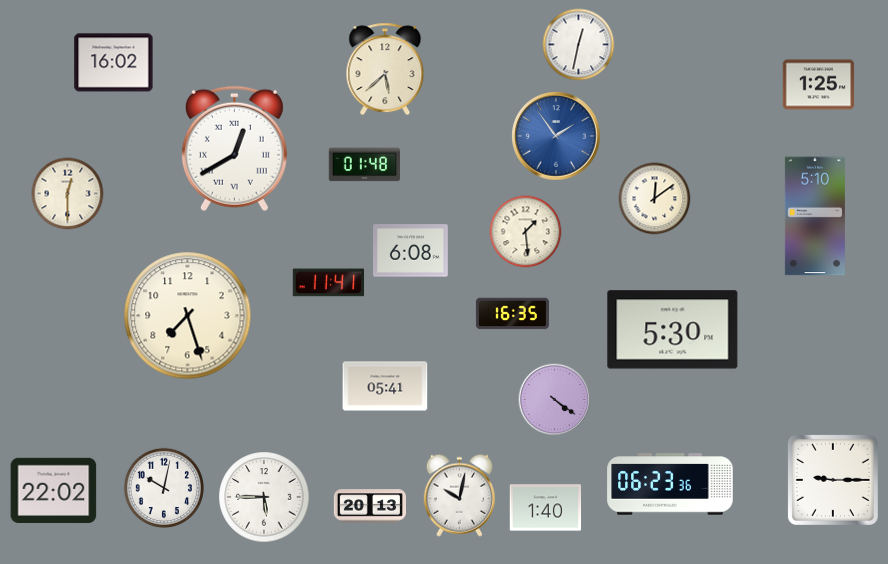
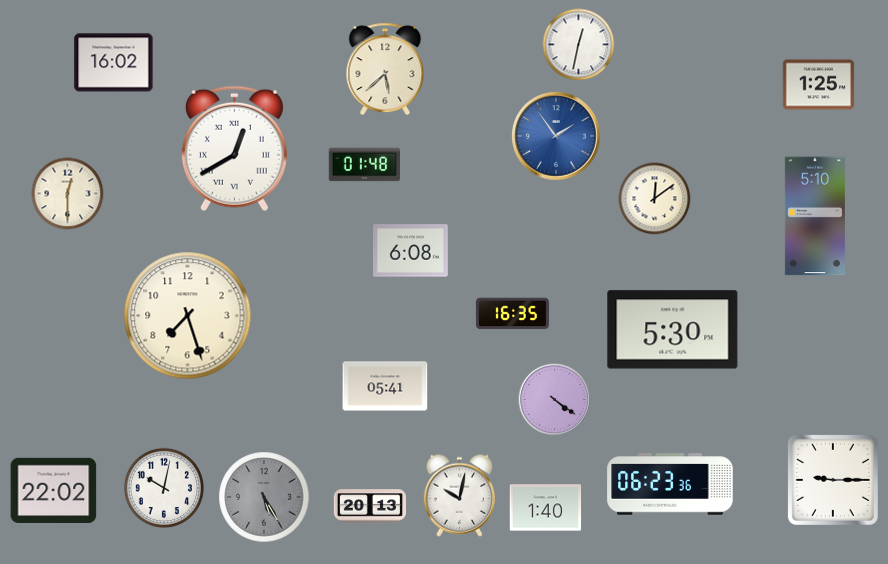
clock at (526, 232): 1:29 -> none
clock at (329, 283): 11:41 -> none
clock at (264, 497): 5:45 -> 5:25
clock at (264, 497) dial: white -> grey
